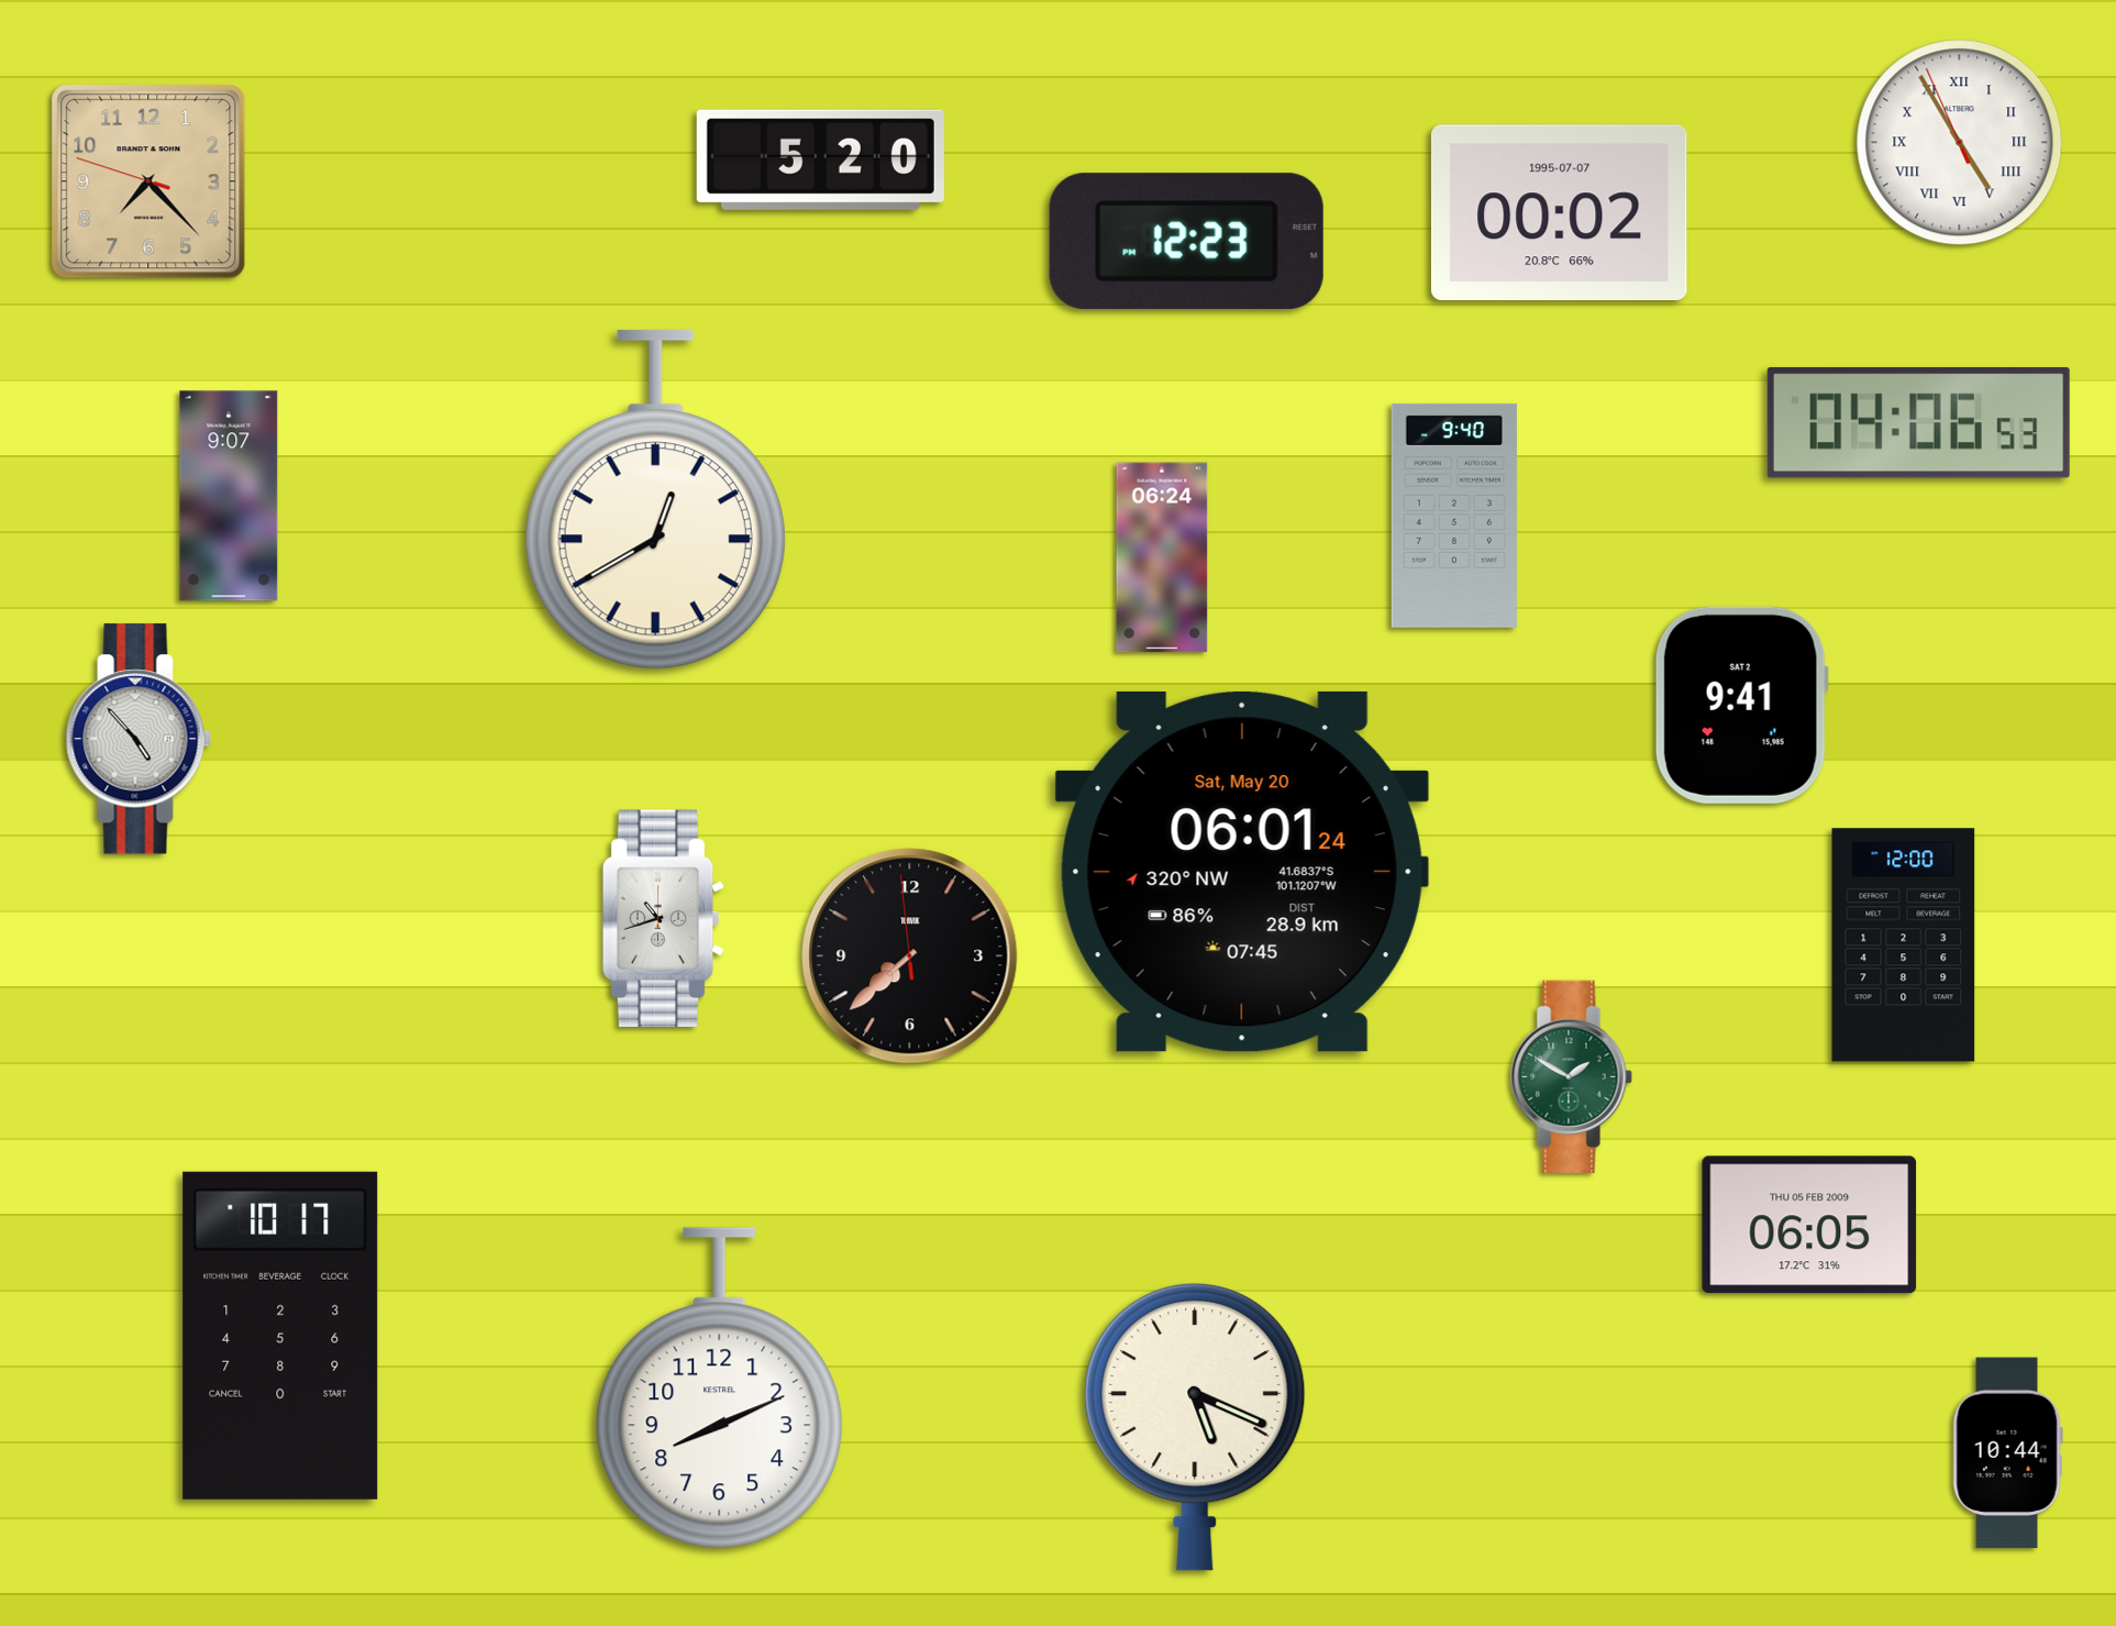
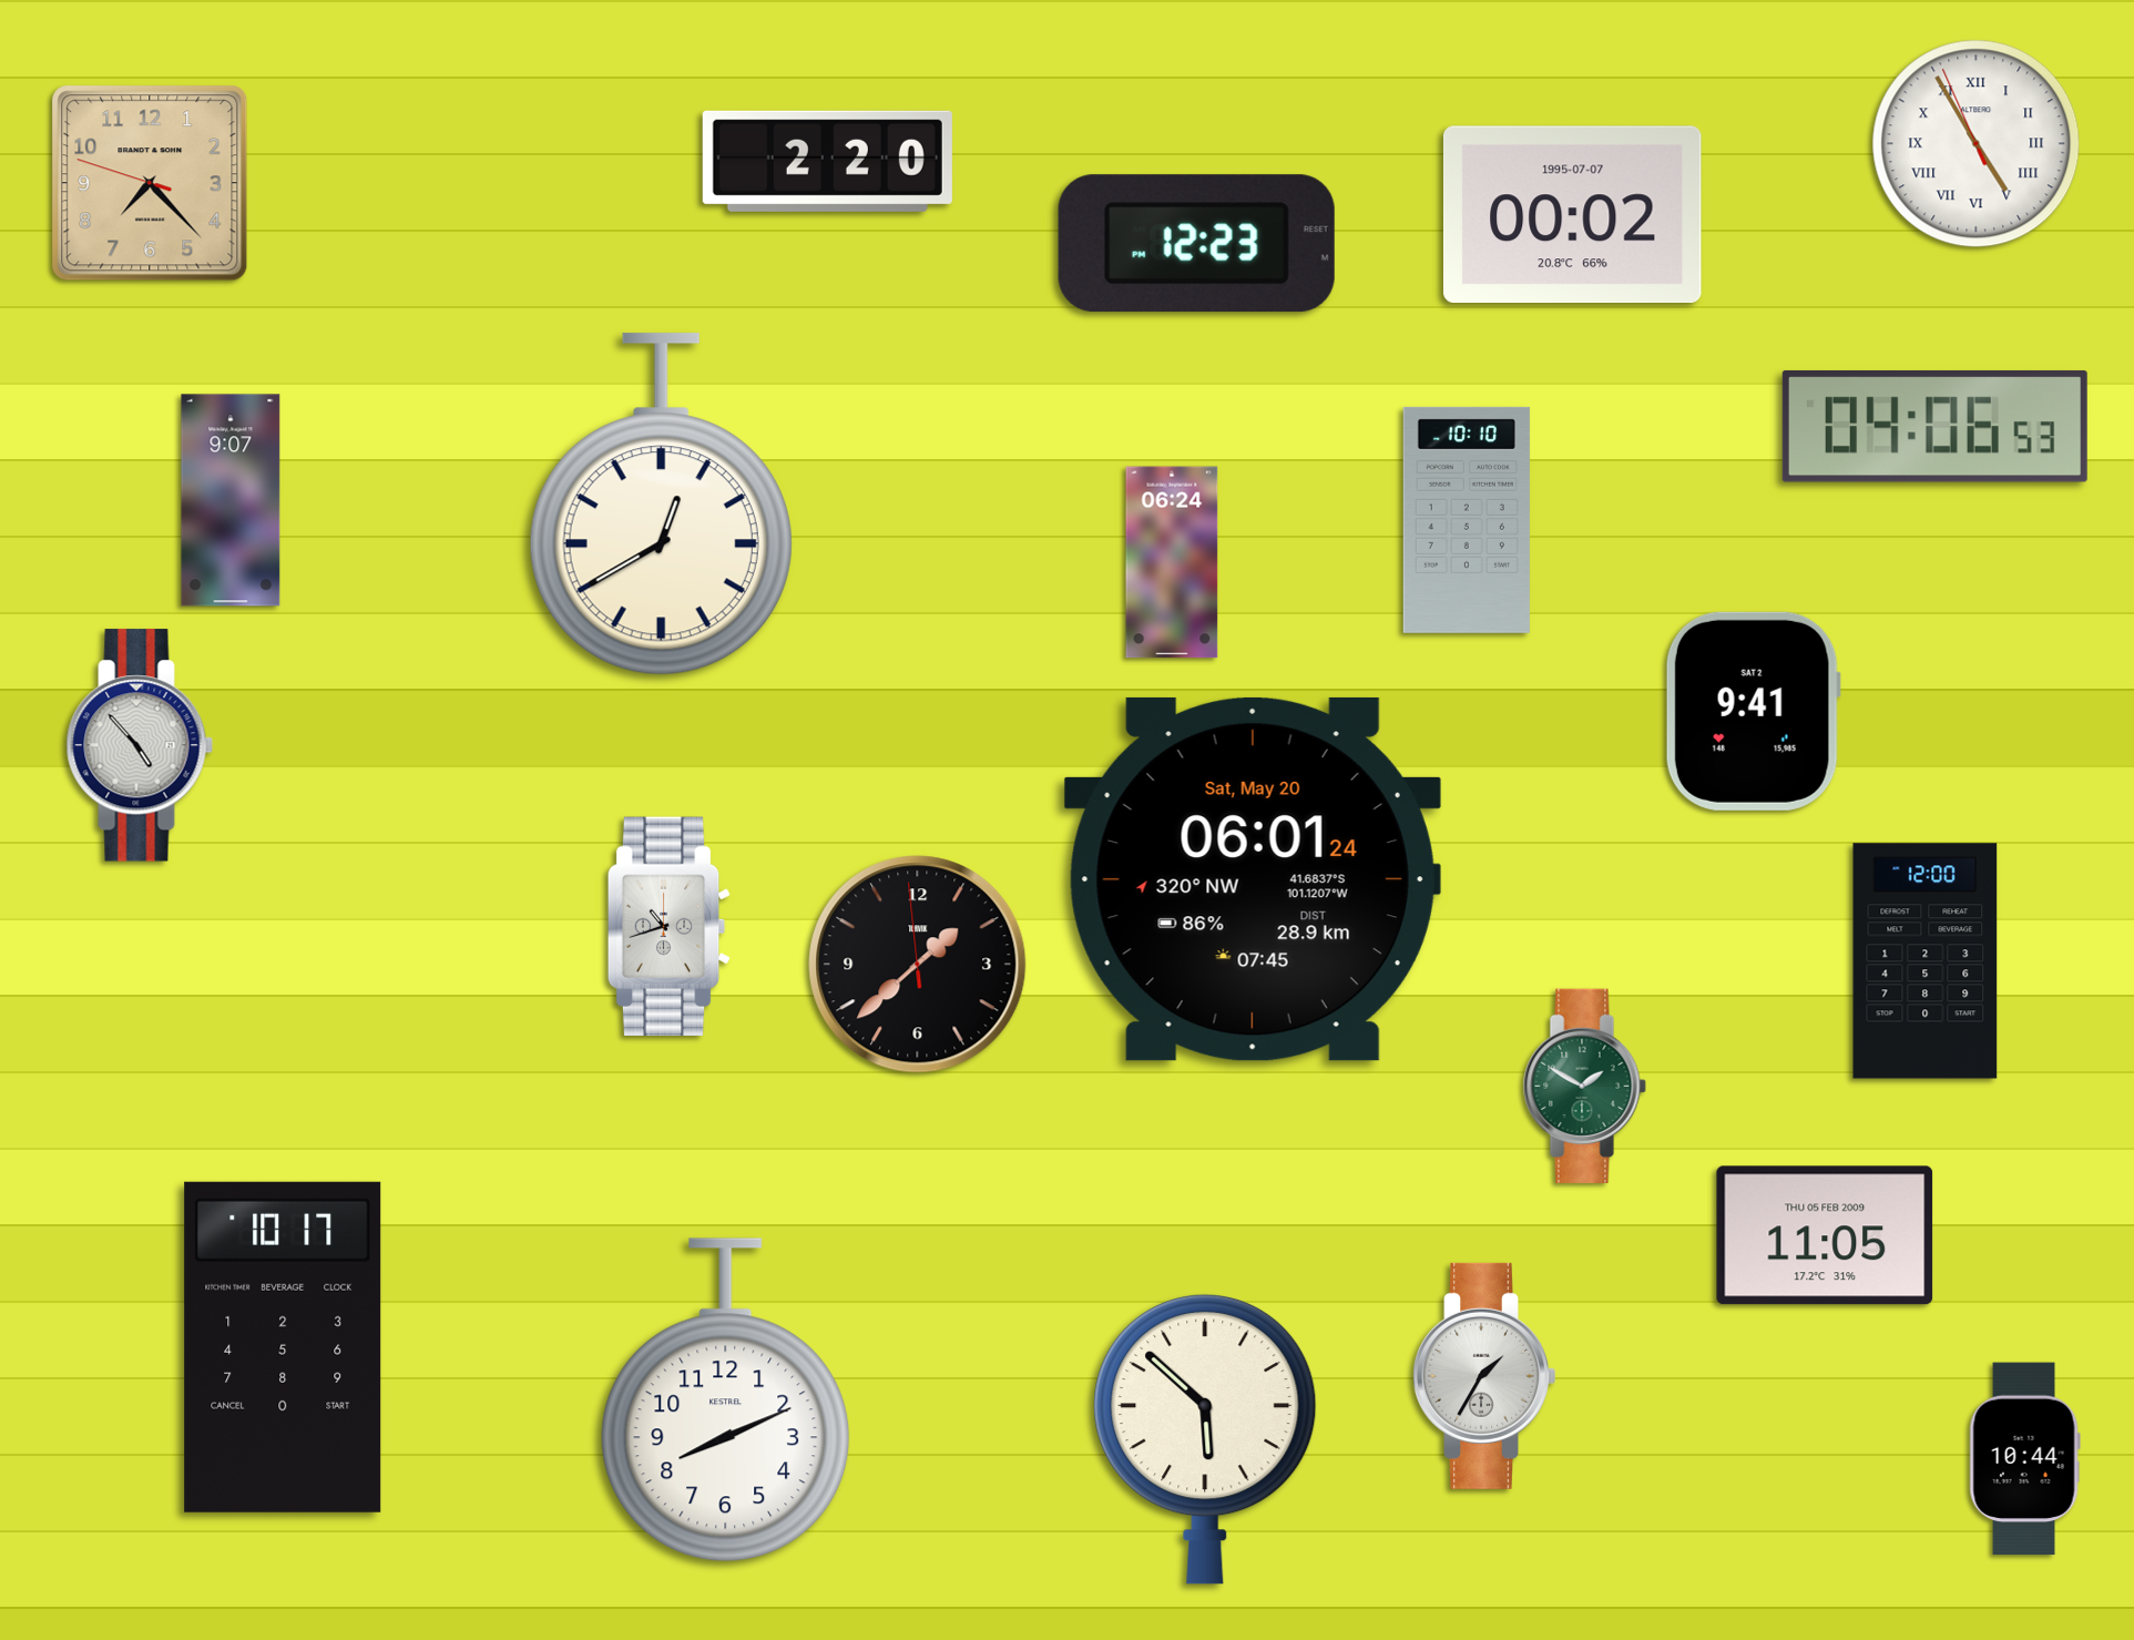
clock at (820, 159): 5:20 -> 2:20
clock at (1454, 516): 9:40 -> 10:10
clock at (1741, 705) position: (1741, 705) -> (1753, 711)
clock at (1904, 945) position: (1904, 945) -> (1926, 961)
clock at (910, 956): 7:37 -> 1:37
clock at (1809, 1225): 06:05 -> 11:05
clock at (1484, 1376): none -> 1:35
clock at (1195, 1427): 5:19 -> 5:52
clock at (2007, 1453) position: (2007, 1453) -> (2024, 1459)
